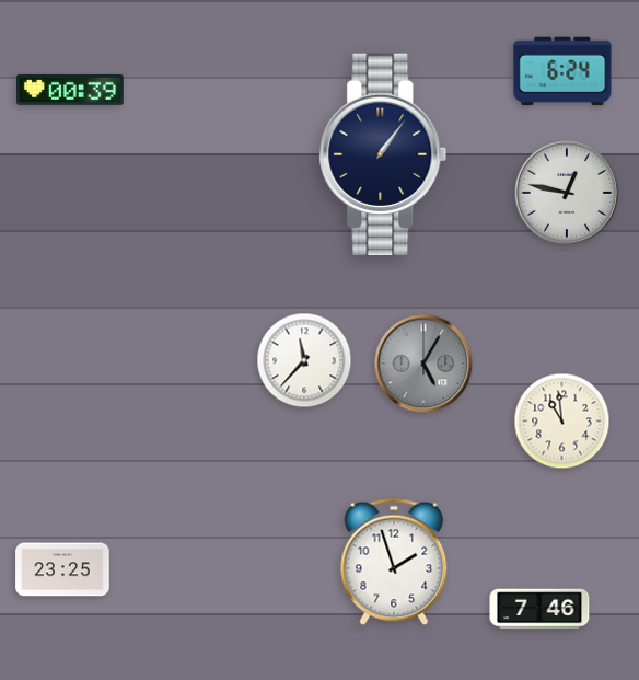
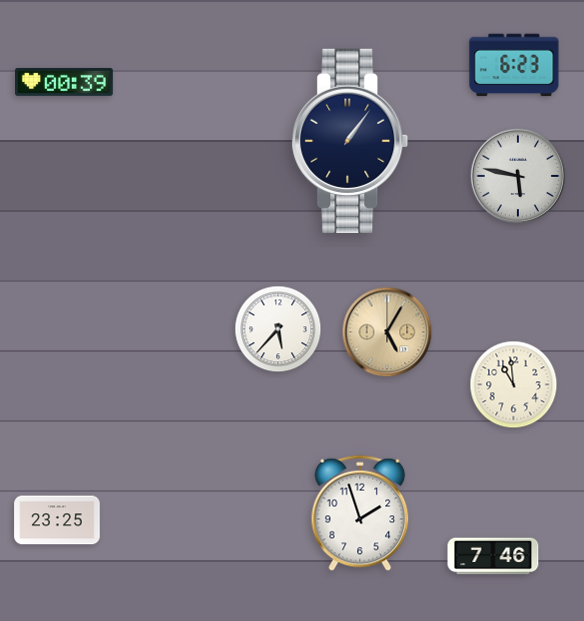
clock at (562, 71): 6:24 -> 6:23
clock at (567, 193): 12:47 -> 5:47
clock at (304, 360): 11:37 -> 5:37
clock at (423, 364) dial: grey -> champagne
